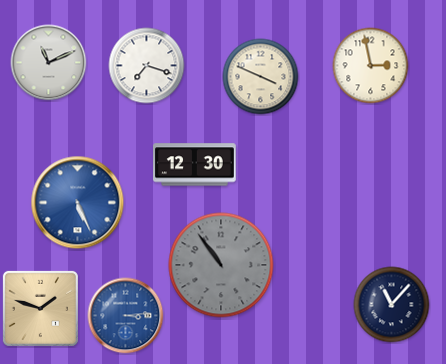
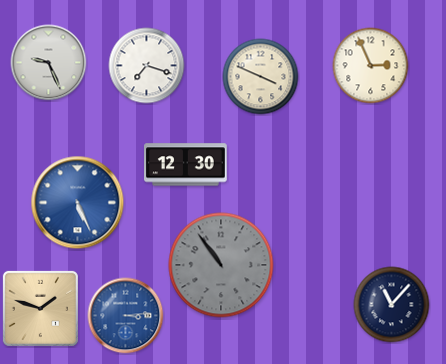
clock at (49, 63): 11:11 -> 9:26
clock at (371, 66): 2:58 -> 2:56
clock at (195, 165) position: (195, 165) -> (186, 165)
